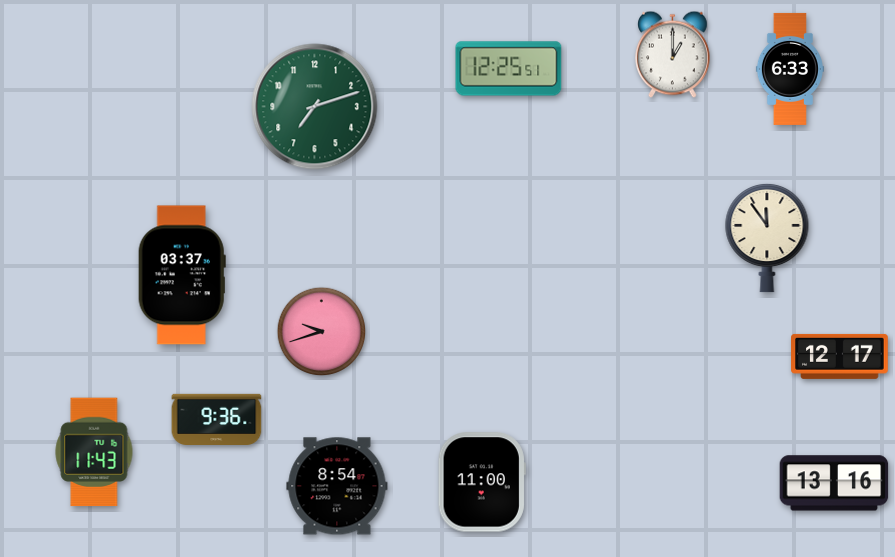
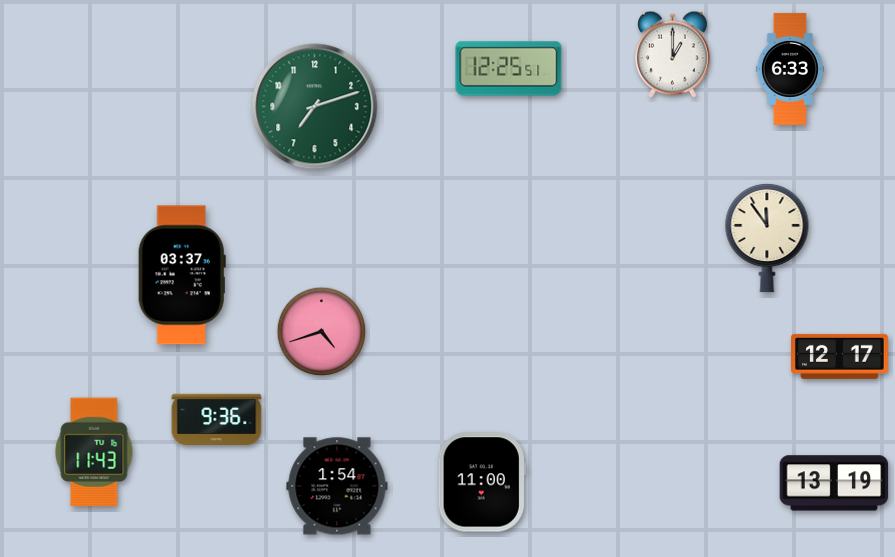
clock at (322, 332): 9:42 -> 4:42
clock at (834, 483): 13:16 -> 13:19
clock at (337, 486): 8:54 -> 1:54
